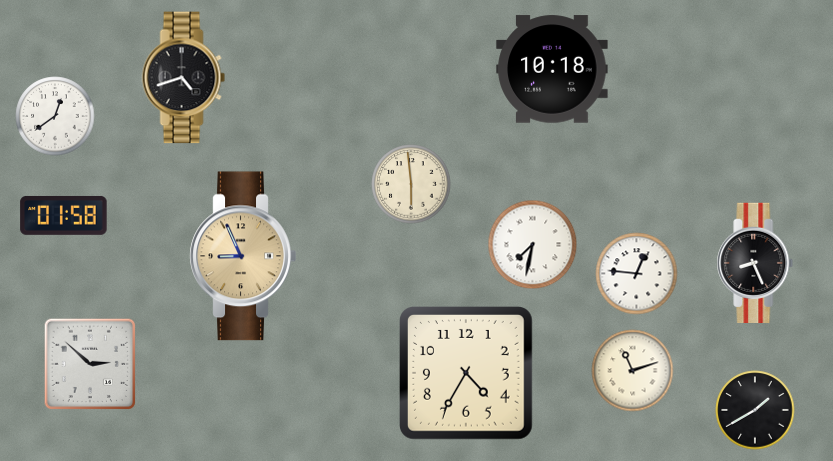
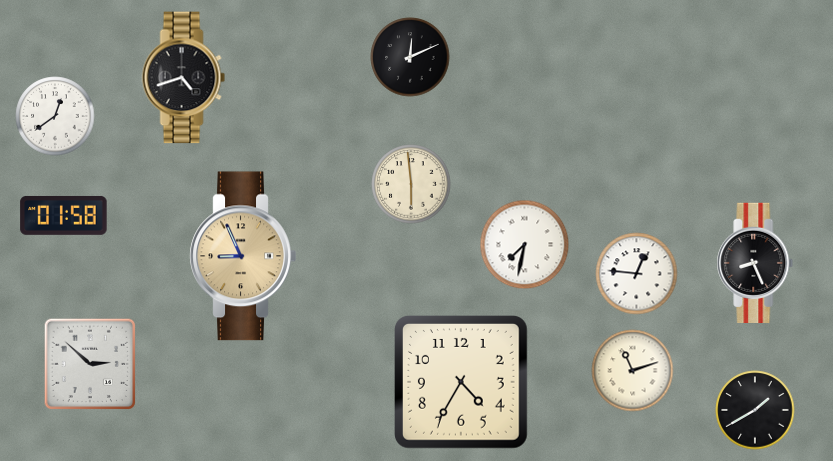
clock at (410, 57): none -> 12:11
clock at (552, 69): 10:18 -> none
clock at (533, 245) position: (533, 245) -> (525, 245)
clock at (467, 374) position: (467, 374) -> (462, 383)
